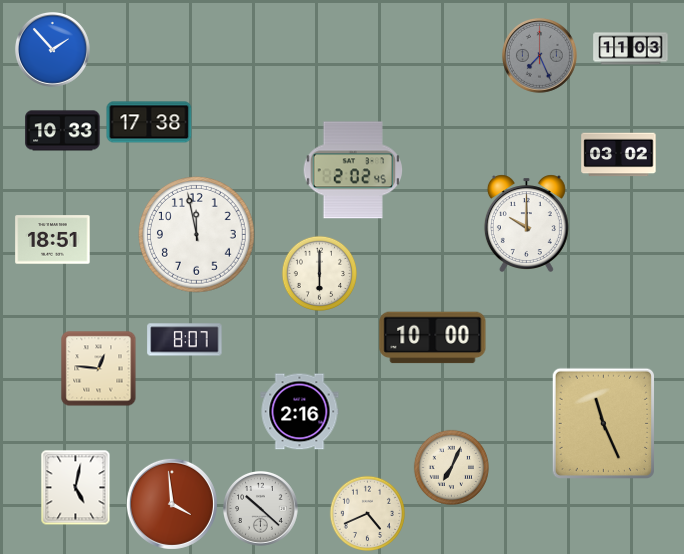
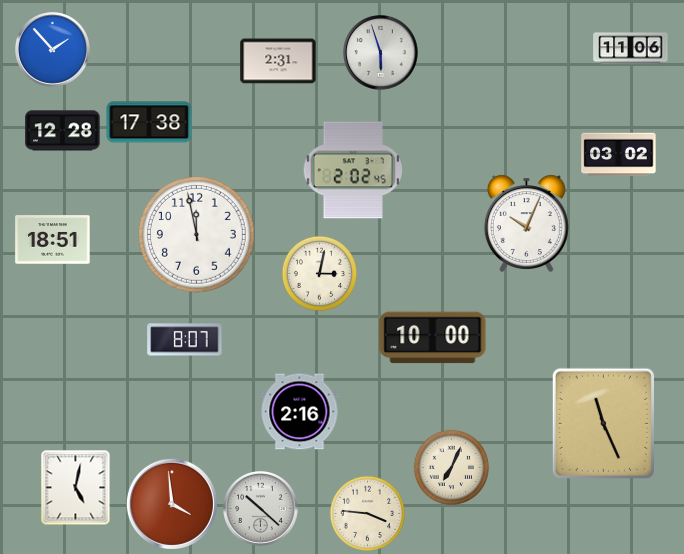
clock at (631, 49): 11:03 -> 11:06
clock at (381, 53): none -> 5:57
clock at (540, 56): 7:26 -> none
clock at (278, 61): none -> 2:31
clock at (63, 131): 10:33 -> 12:28
clock at (526, 223): 10:00 -> 10:04
clock at (319, 273): 6:00 -> 3:02
clock at (99, 369): 12:46 -> none
clock at (367, 513): 4:41 -> 3:46
